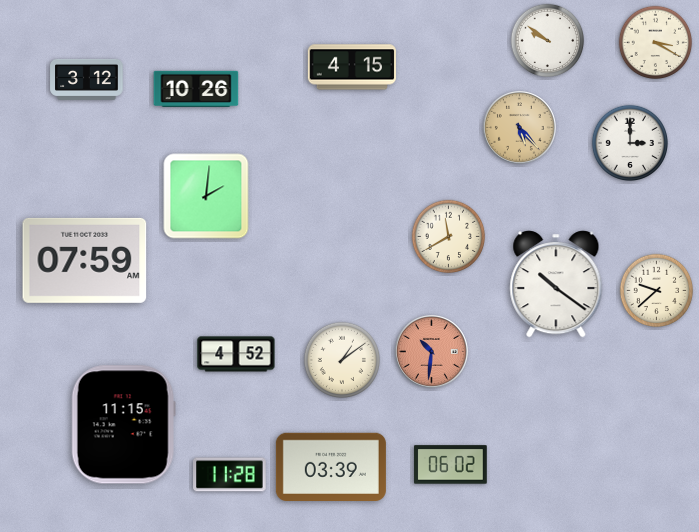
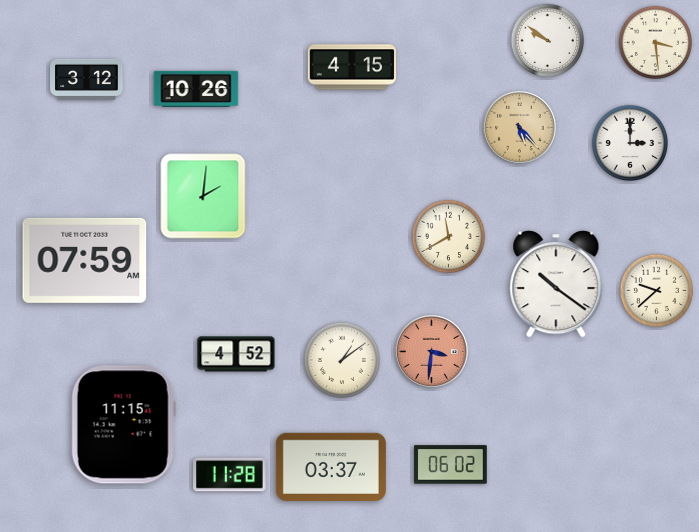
clock at (656, 43): 3:20 -> 3:29
clock at (206, 196) position: (206, 196) -> (203, 196)
clock at (431, 351): 10:31 -> 3:31
clock at (331, 466): 03:39 -> 03:37
